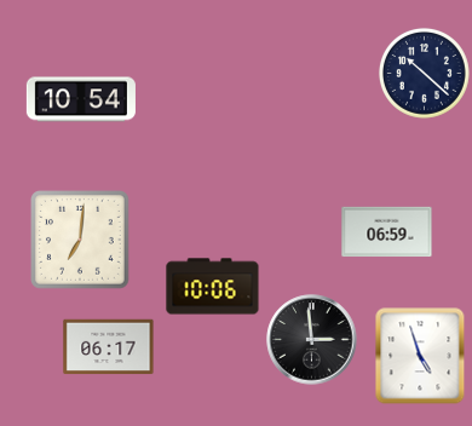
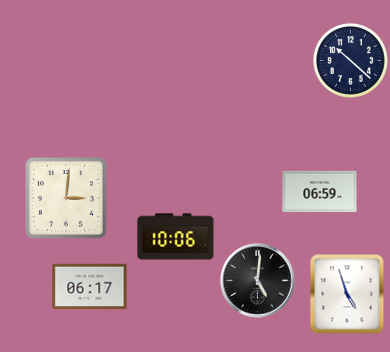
clock at (81, 99): 10:54 -> none
clock at (81, 241): 7:01 -> 3:01
clock at (312, 340): 2:59 -> 5:01
